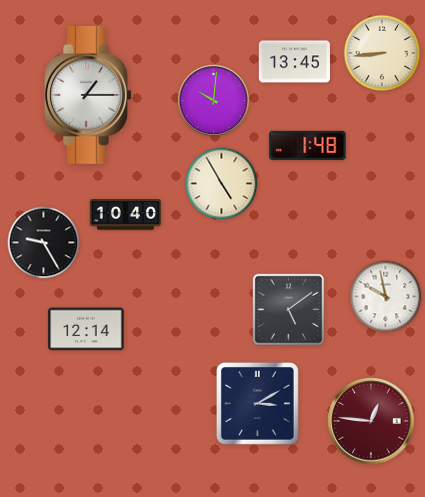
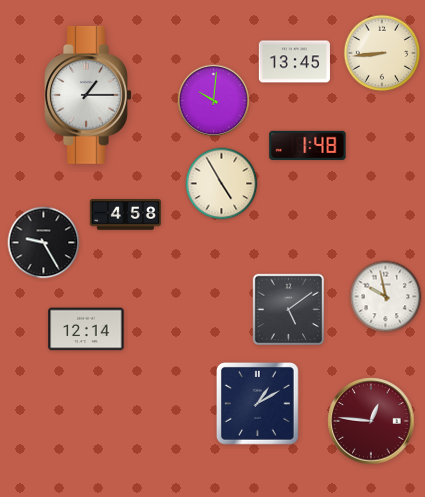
clock at (125, 215): 10:40 -> 4:58
clock at (257, 403): 3:10 -> 1:10
